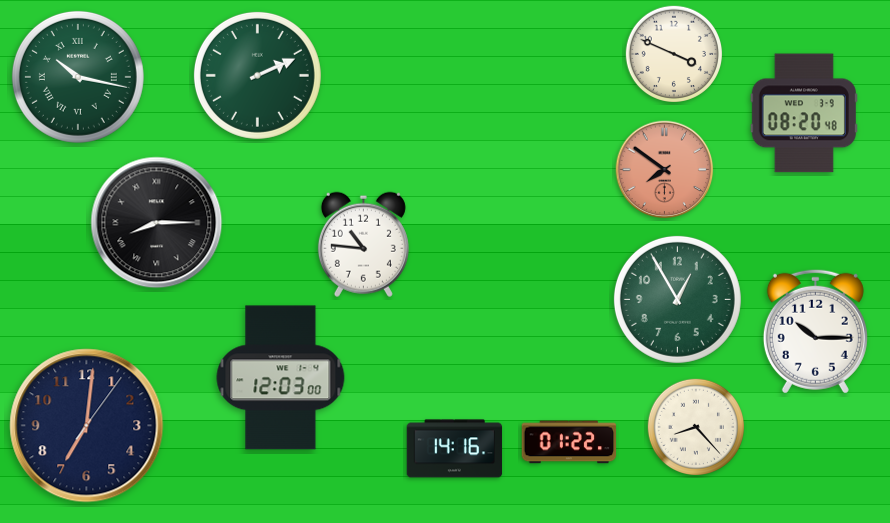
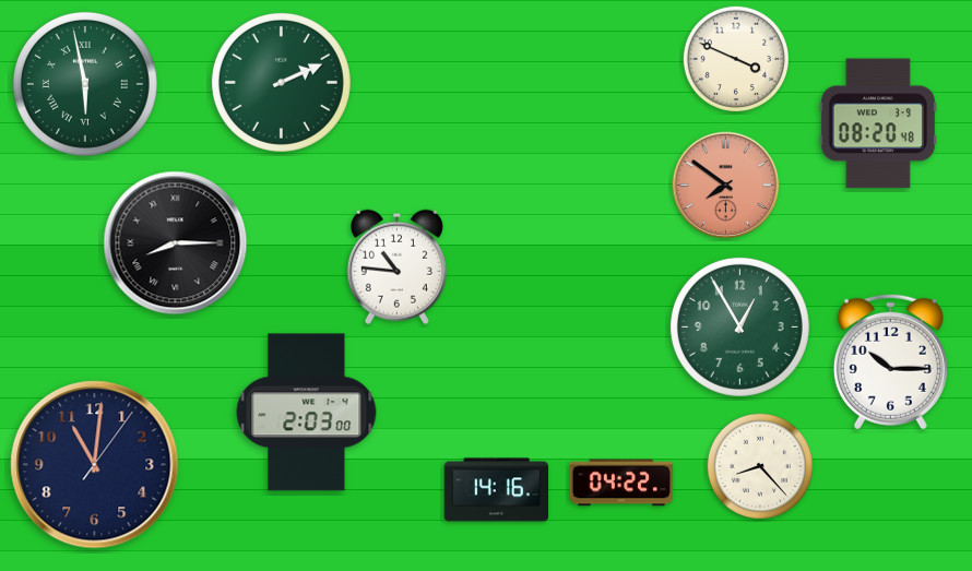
clock at (78, 77): 10:17 -> 5:58
clock at (157, 223) position: (157, 223) -> (176, 243)
clock at (281, 378): 12:03 -> 2:03
clock at (87, 426): 7:01 -> 11:01
clock at (569, 442): 01:22 -> 04:22
